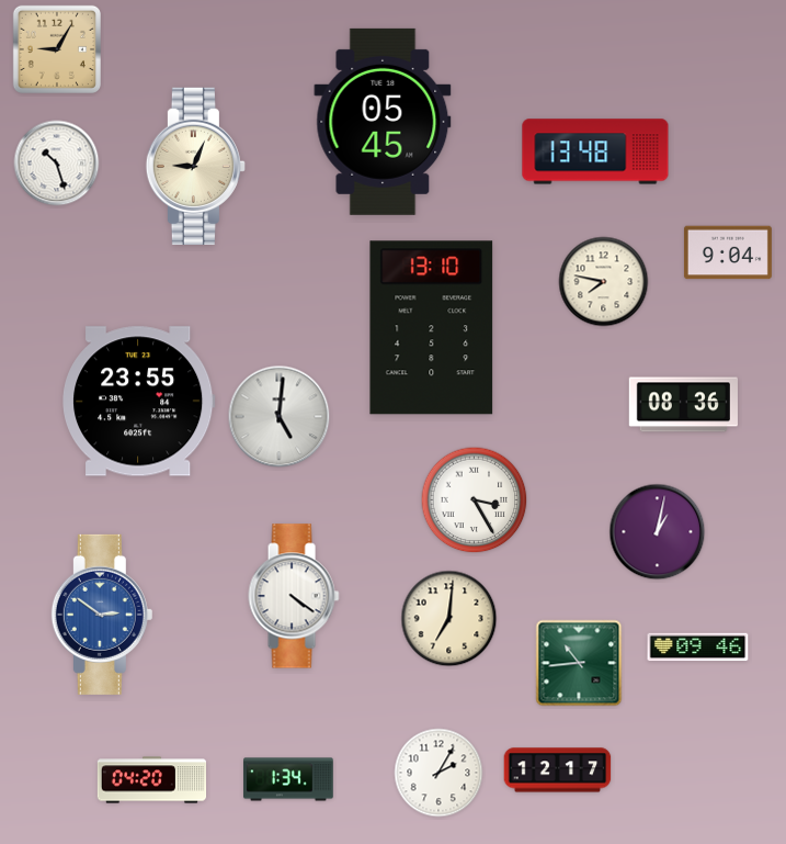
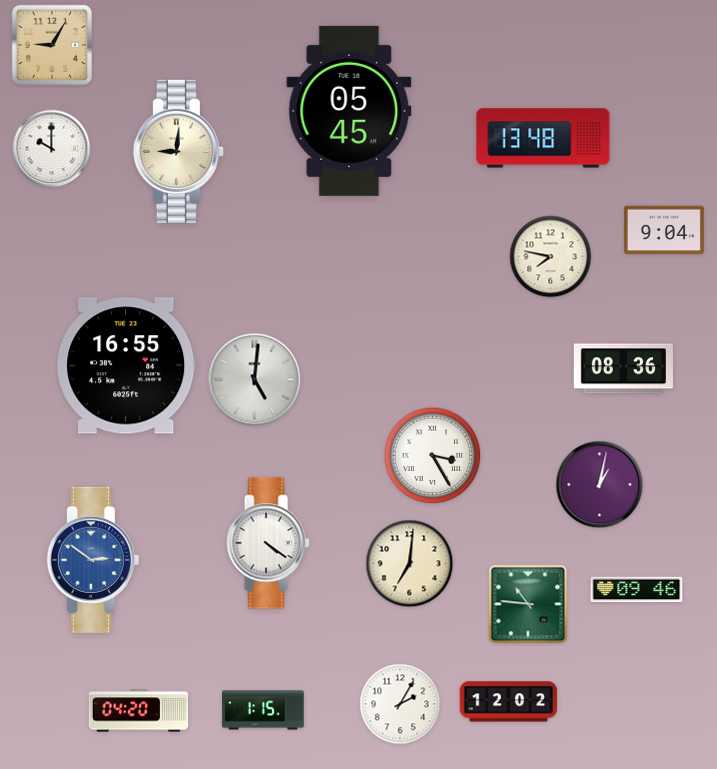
clock at (57, 164): 10:27 -> 10:00
clock at (195, 166): 9:04 -> 9:01
clock at (432, 328): 13:10 -> none
clock at (139, 402): 23:55 -> 16:55
clock at (579, 663): 10:44 -> 10:46
clock at (558, 770): 12:17 -> 12:02
clock at (288, 779): 1:34 -> 1:15
